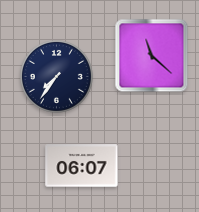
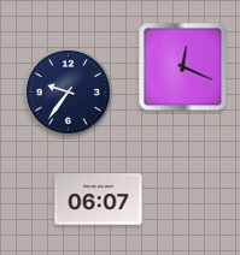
clock at (152, 56): 11:22 -> 12:19
clock at (56, 76): 7:36 -> 9:36
